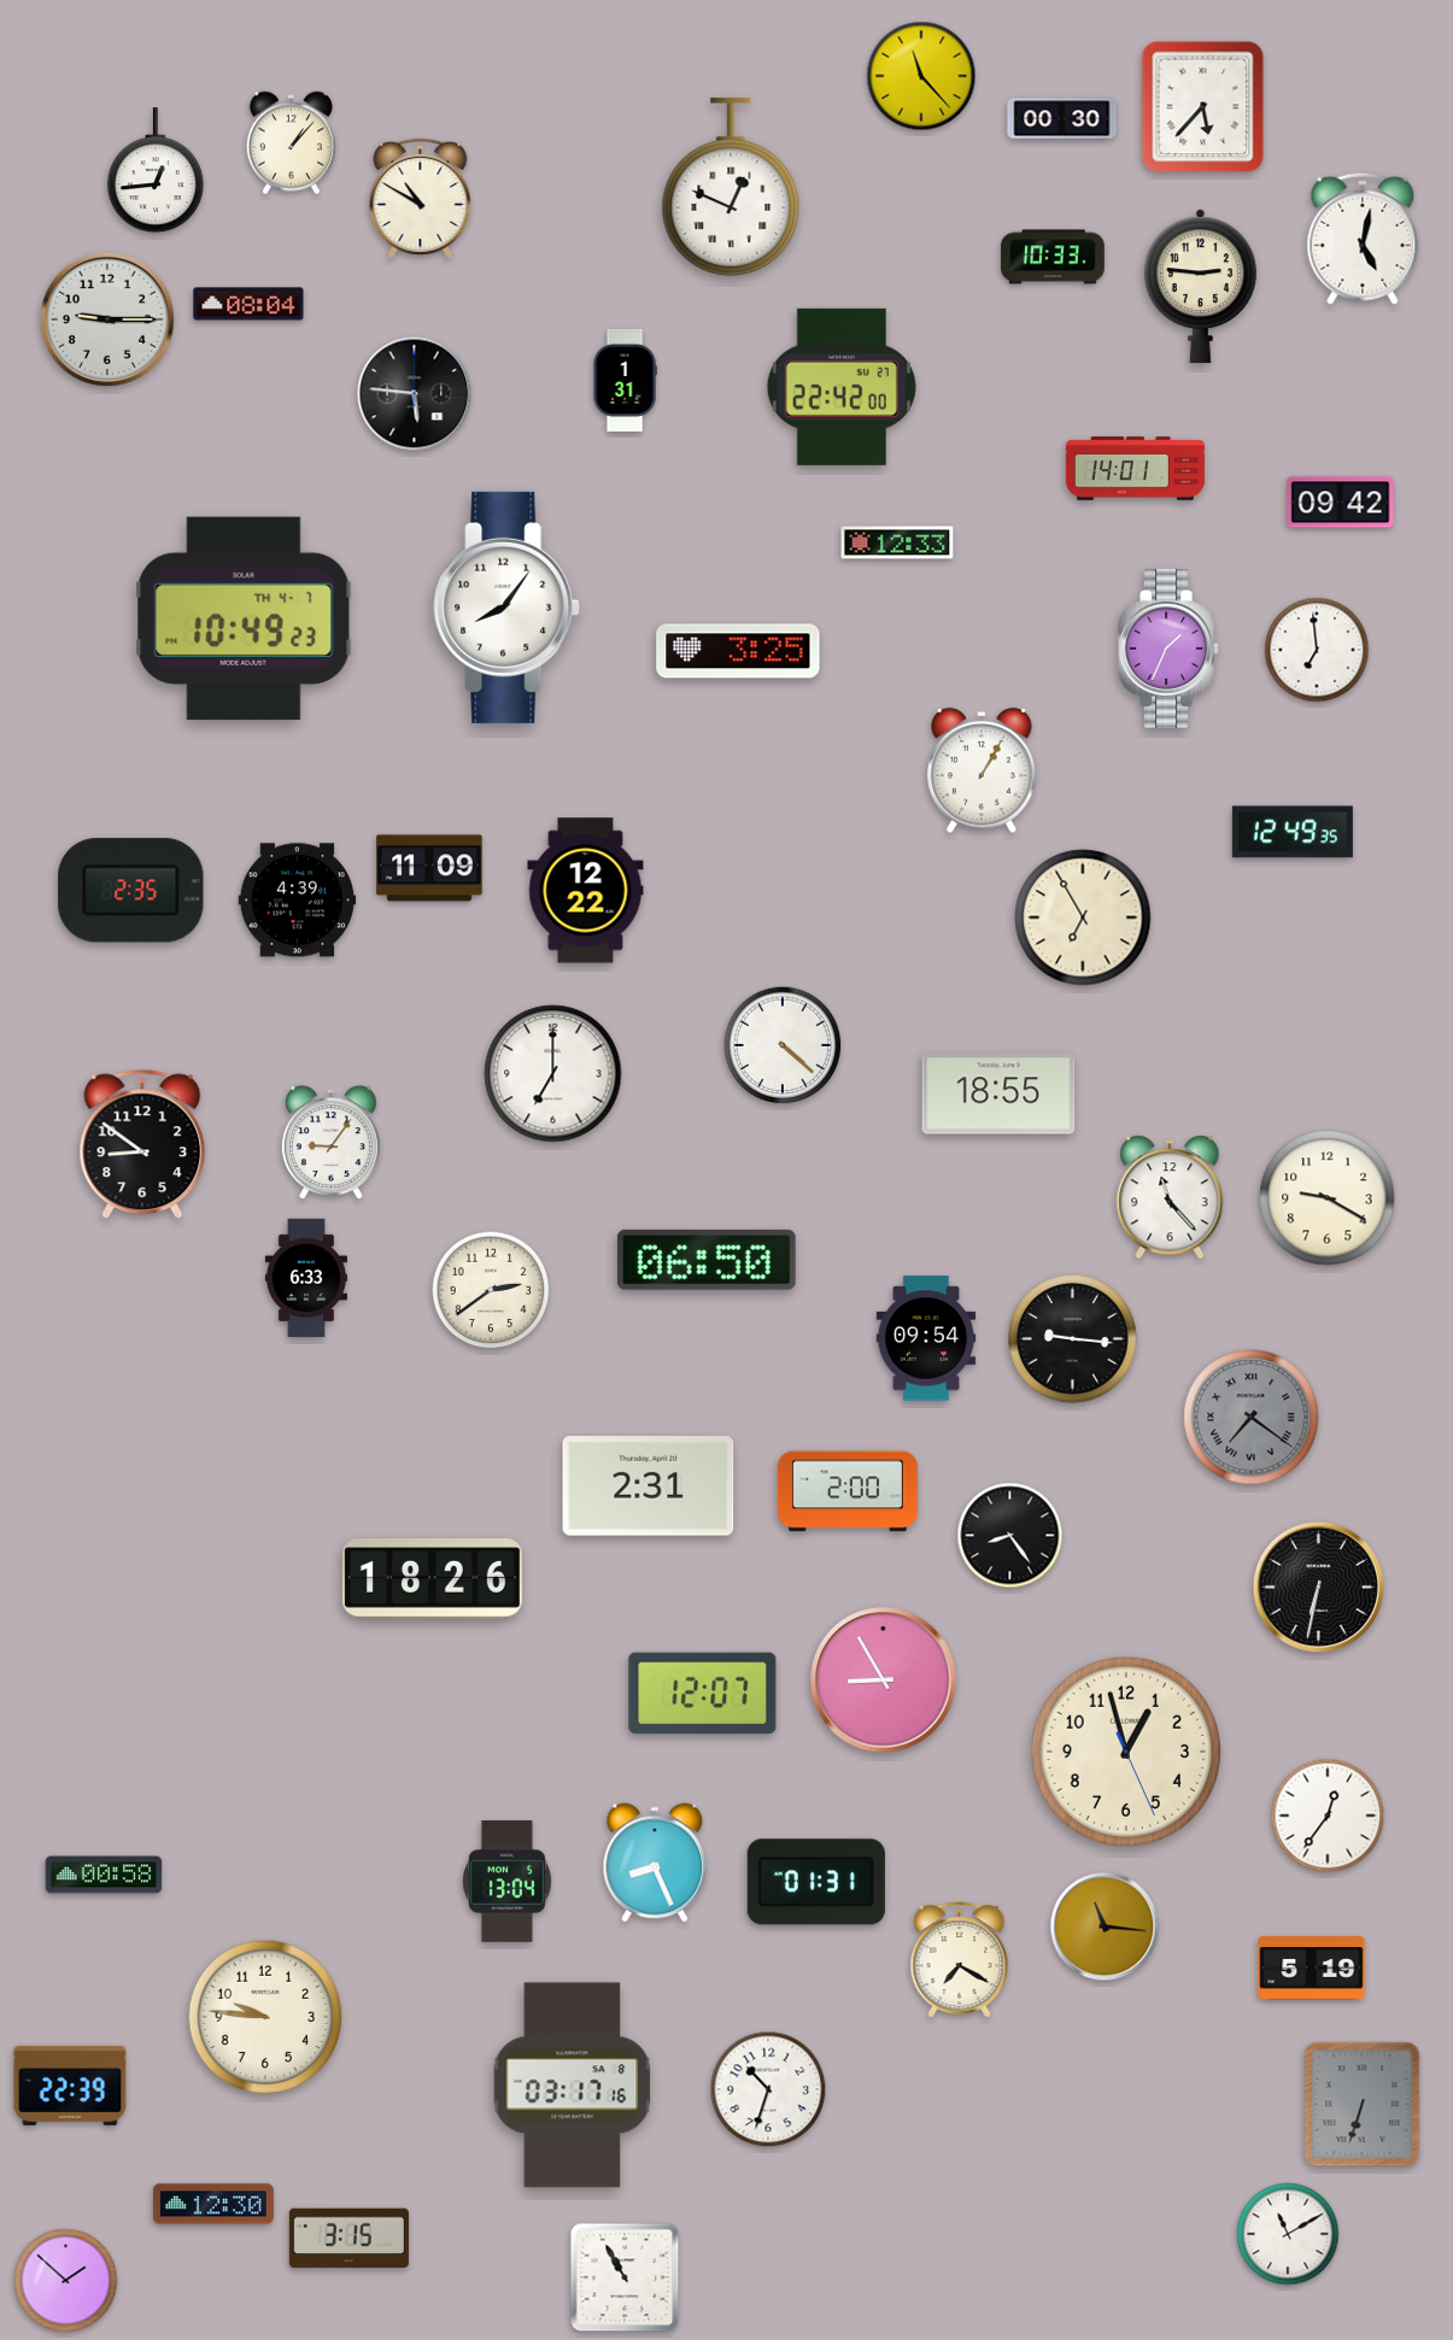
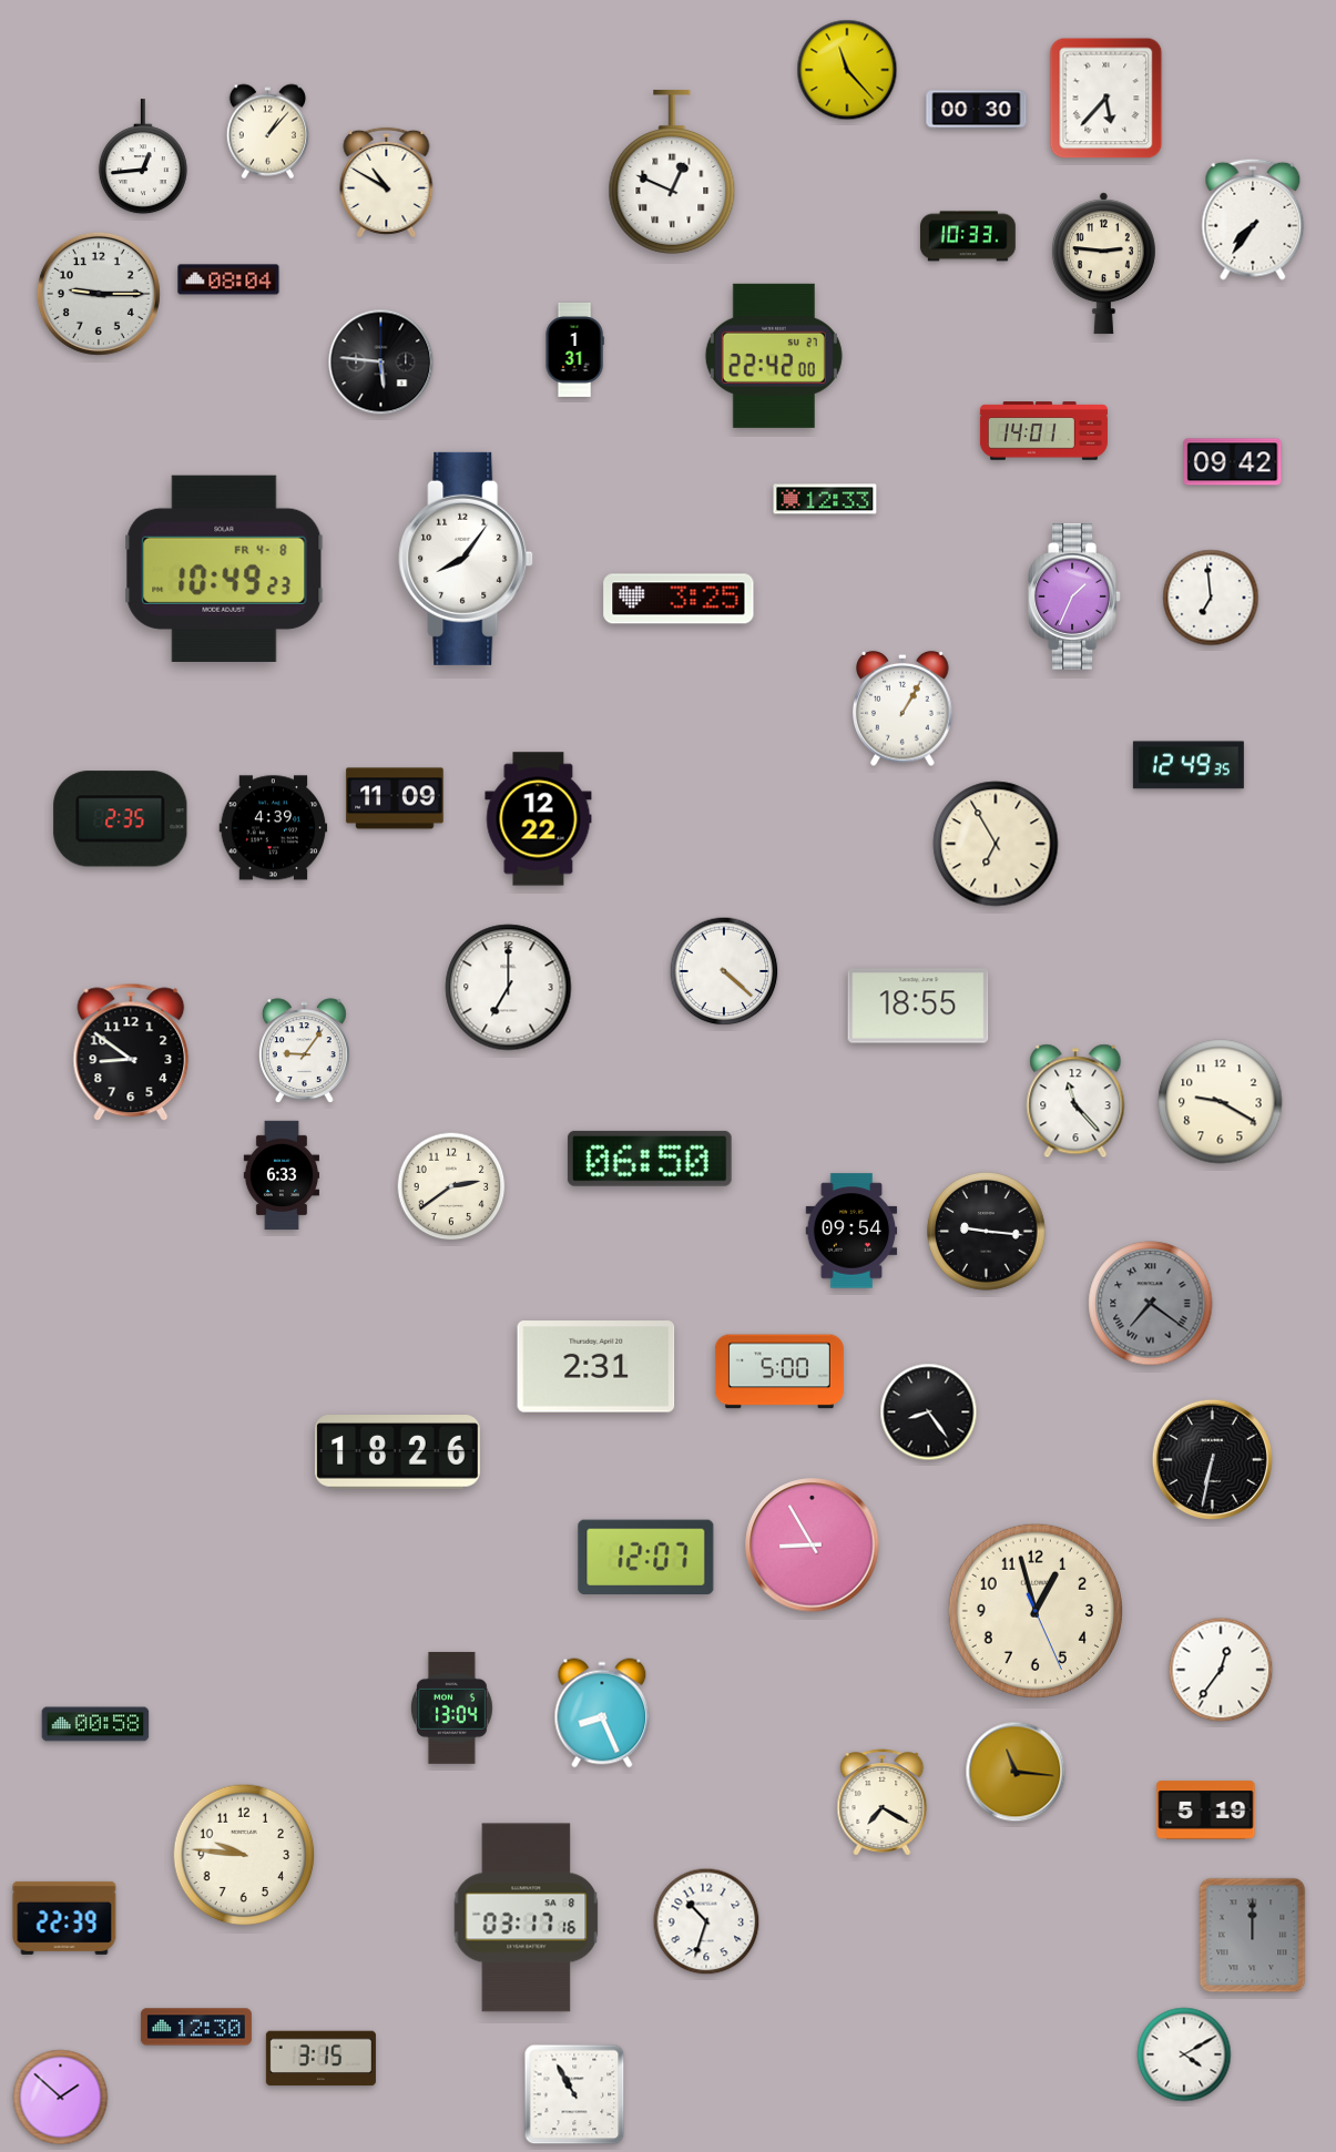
clock at (1363, 239): 5:02 -> 7:36
clock at (244, 618) date: TH 4-7 -> FR 4-8
clock at (783, 1045) position: (783, 1045) -> (724, 971)
clock at (848, 1491): 2:00 -> 5:00
clock at (506, 1881) position: (506, 1881) -> (451, 1707)
clock at (816, 1882): 01:31 -> none
clock at (1363, 2105): 6:33 -> 12:00
clock at (1288, 2234): 11:10 -> 4:10
